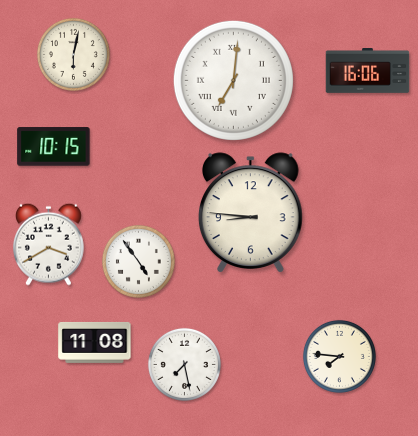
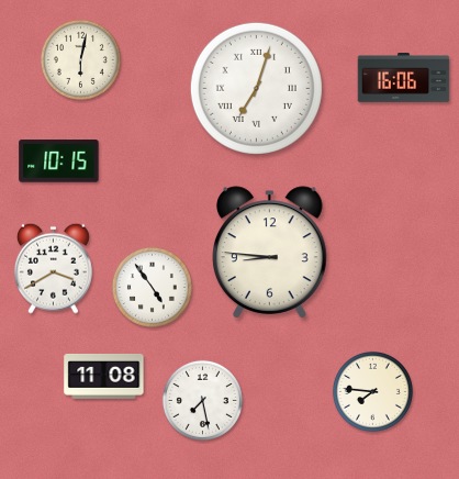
clock at (233, 80): 7:01 -> 7:03
clock at (250, 213) position: (250, 213) -> (269, 253)
